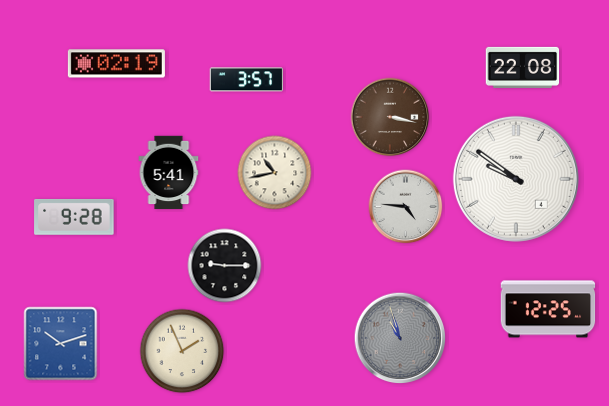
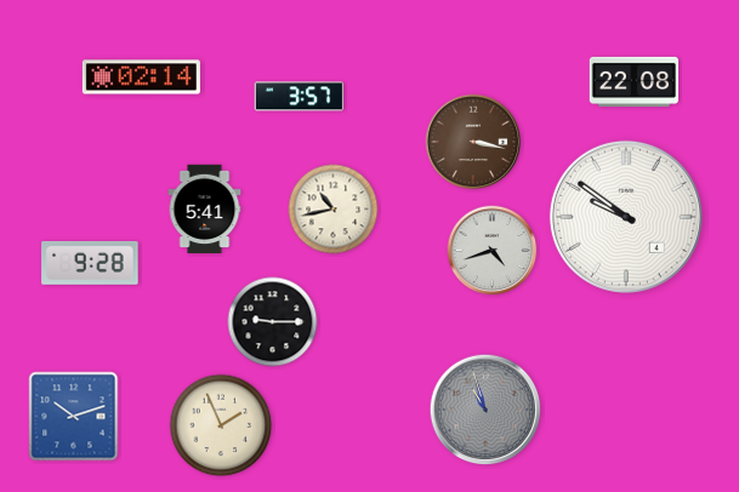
clock at (116, 64): 02:19 -> 02:14
clock at (406, 207): 4:46 -> 4:42
clock at (548, 309): 12:25 -> none
